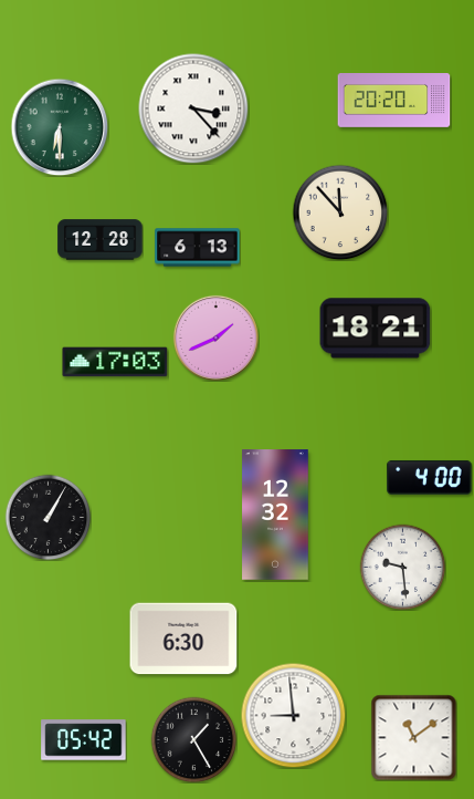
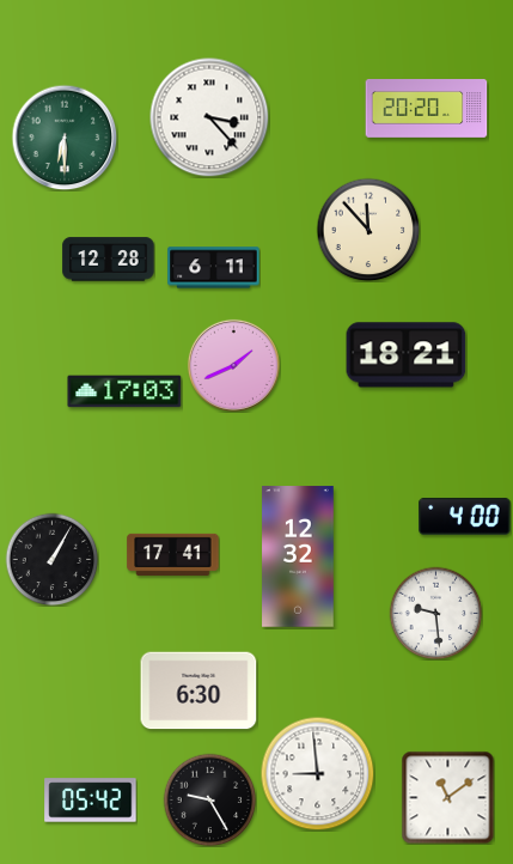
clock at (198, 248): 6:13 -> 6:11
clock at (173, 554): none -> 17:41
clock at (193, 739): 1:25 -> 9:25
